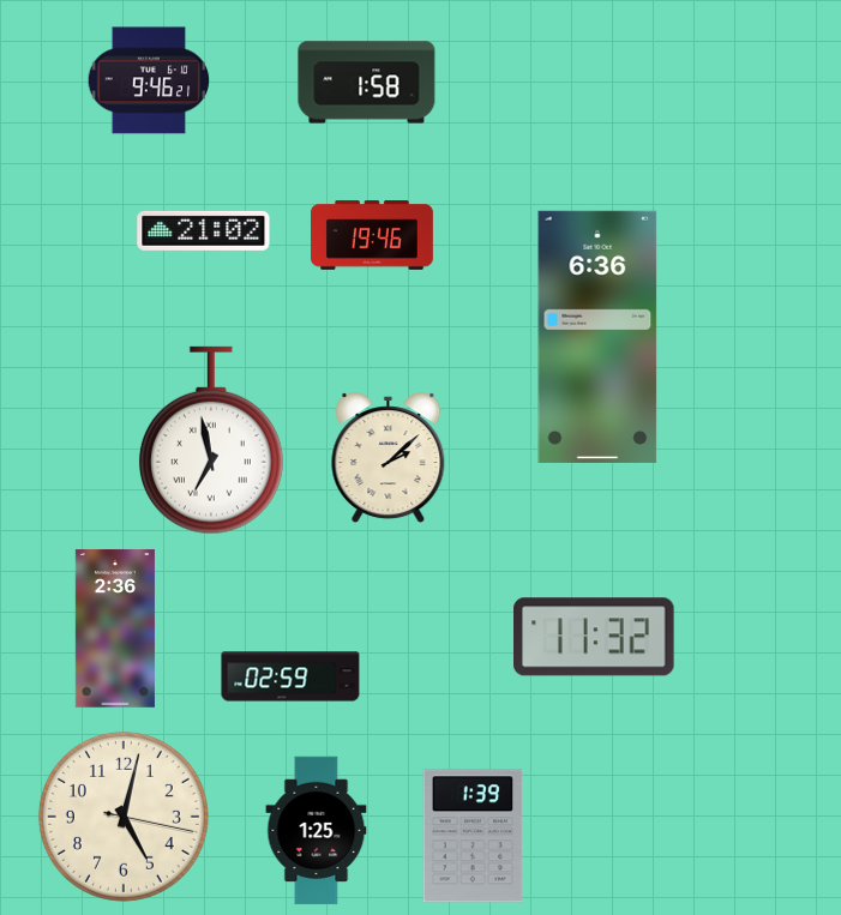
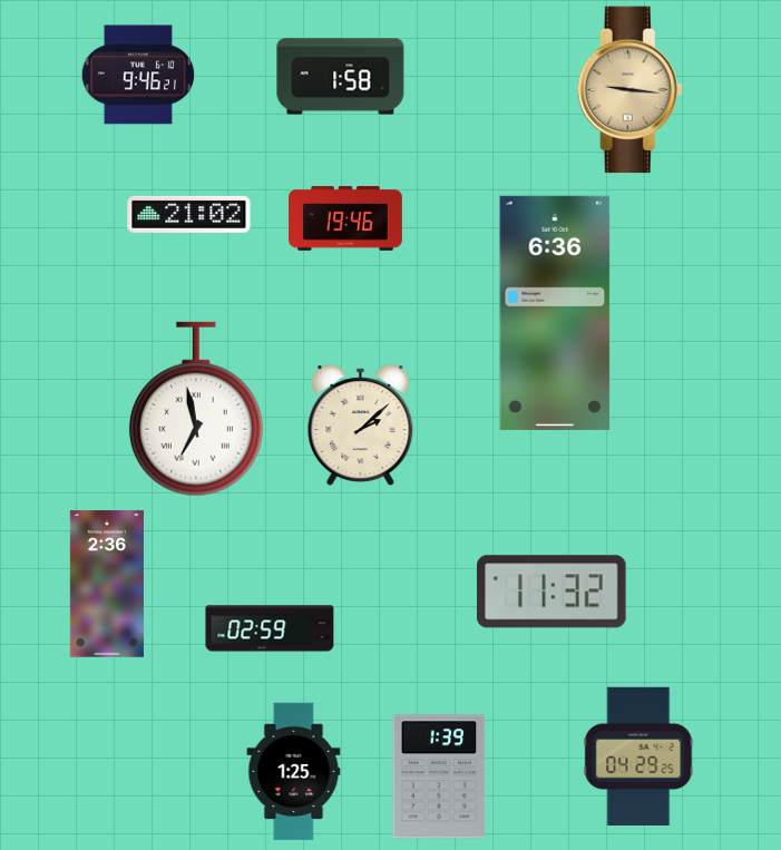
clock at (629, 90): none -> 9:16
clock at (638, 756): none -> 04:29
clock at (124, 817): 5:02 -> none
